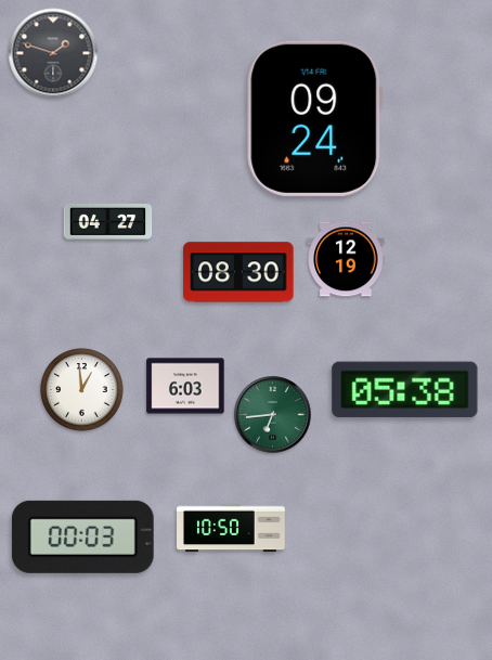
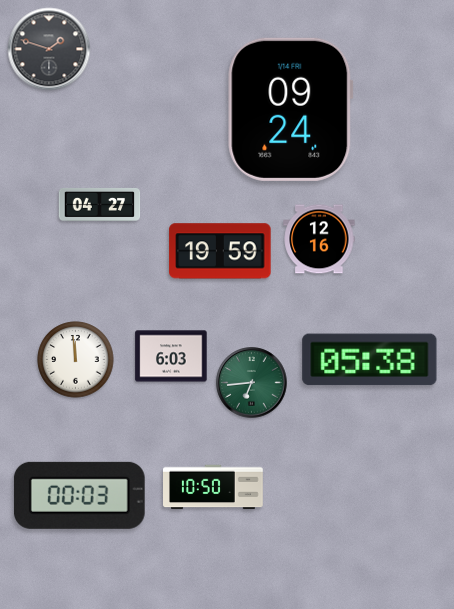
clock at (346, 259): 12:19 -> 12:16
clock at (238, 272): 08:30 -> 19:59
clock at (82, 390): 12:59 -> 11:59
clock at (405, 390) position: (405, 390) -> (370, 360)
clock at (82, 536) position: (82, 536) -> (79, 495)
